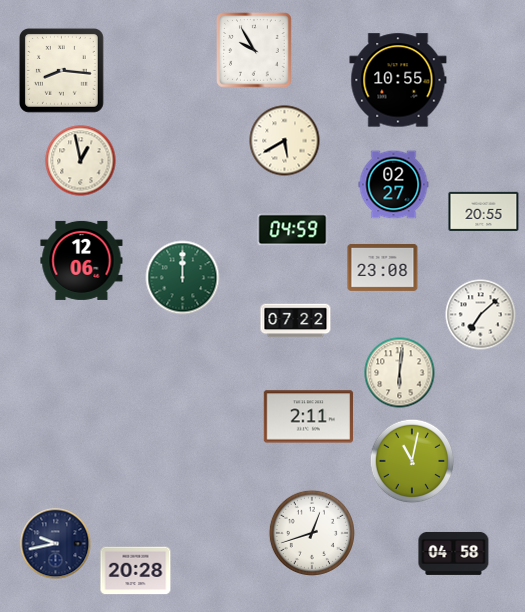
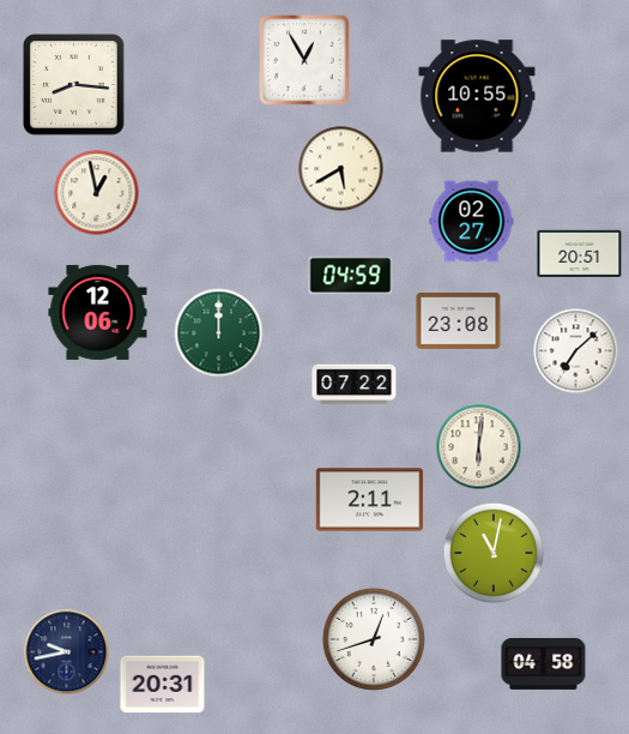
clock at (254, 50): 9:55 -> 12:55
clock at (484, 211): 20:55 -> 20:51
clock at (481, 315) position: (481, 315) -> (576, 351)
clock at (136, 571): 20:28 -> 20:31
